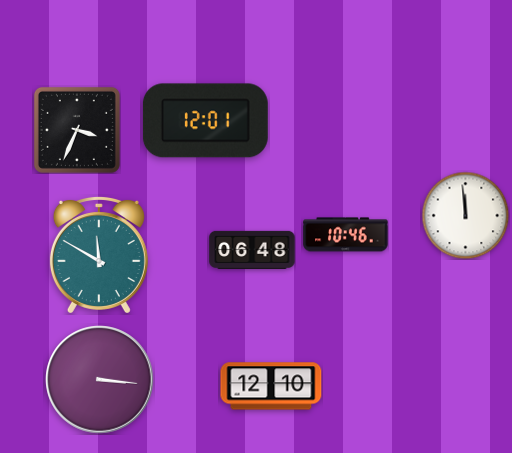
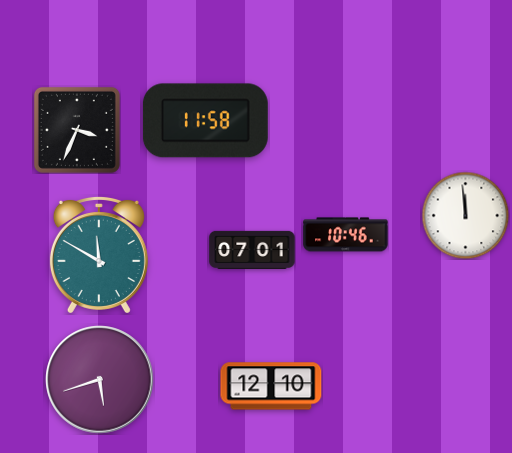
clock at (205, 121): 12:01 -> 11:58
clock at (252, 250): 06:48 -> 07:01
clock at (100, 380): 3:16 -> 5:42
